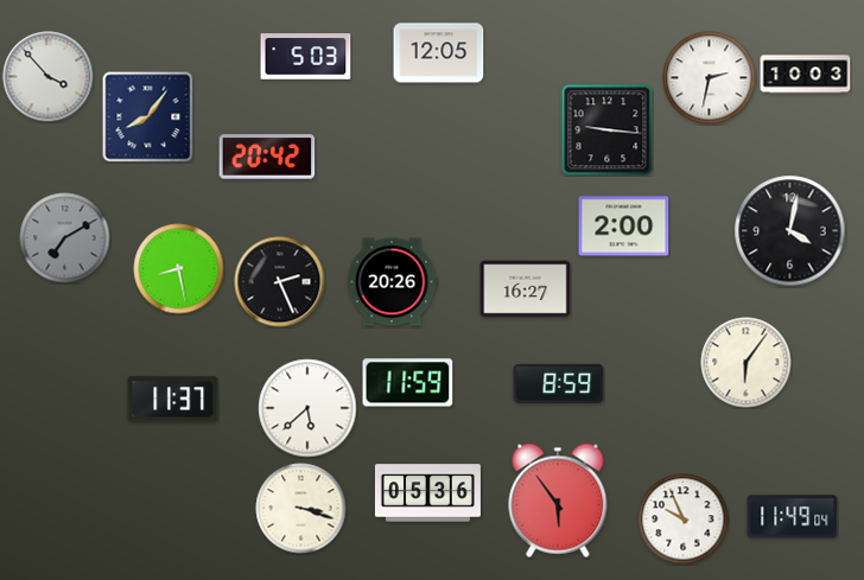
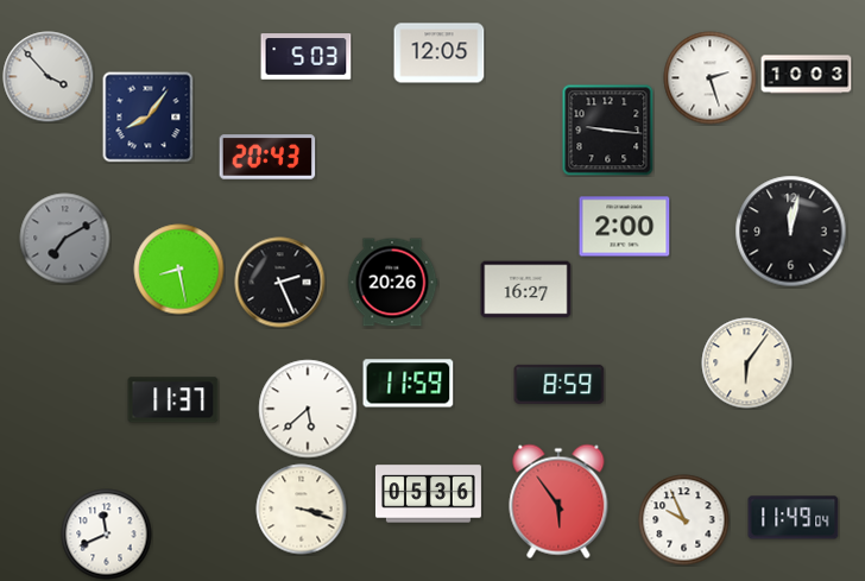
clock at (710, 78): 2:32 -> 2:27
clock at (267, 157): 20:42 -> 20:43
clock at (790, 231): 4:02 -> 12:02
clock at (107, 535): none -> 11:41
